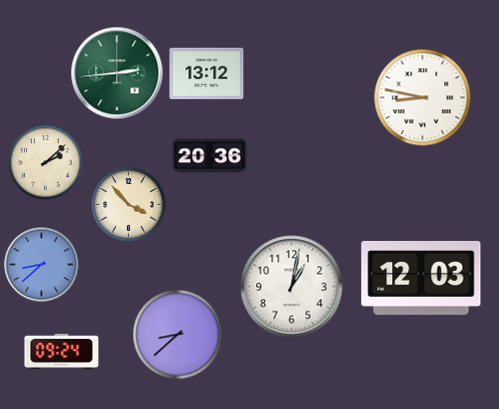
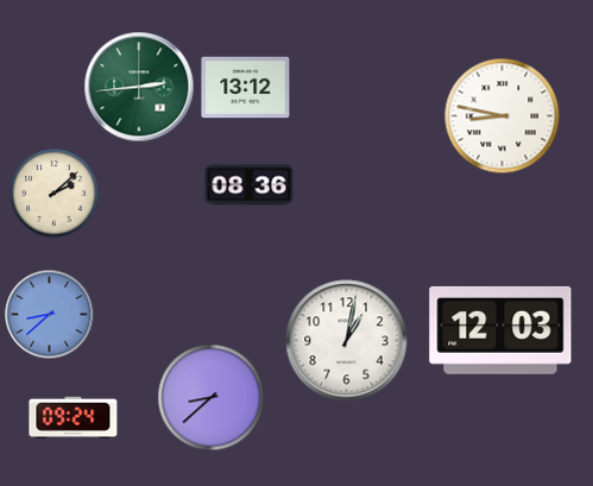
clock at (210, 156): 20:36 -> 08:36
clock at (129, 205): 3:53 -> none
